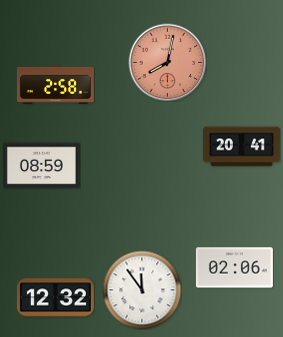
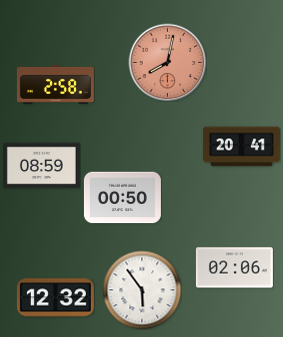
clock at (122, 198): none -> 00:50
clock at (142, 290): 11:54 -> 5:54
